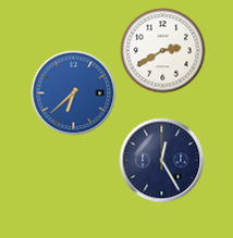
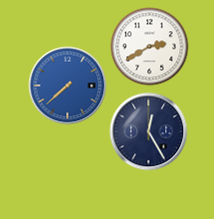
clock at (73, 92): 6:38 -> 7:38
clock at (161, 160) position: (161, 160) -> (148, 131)
